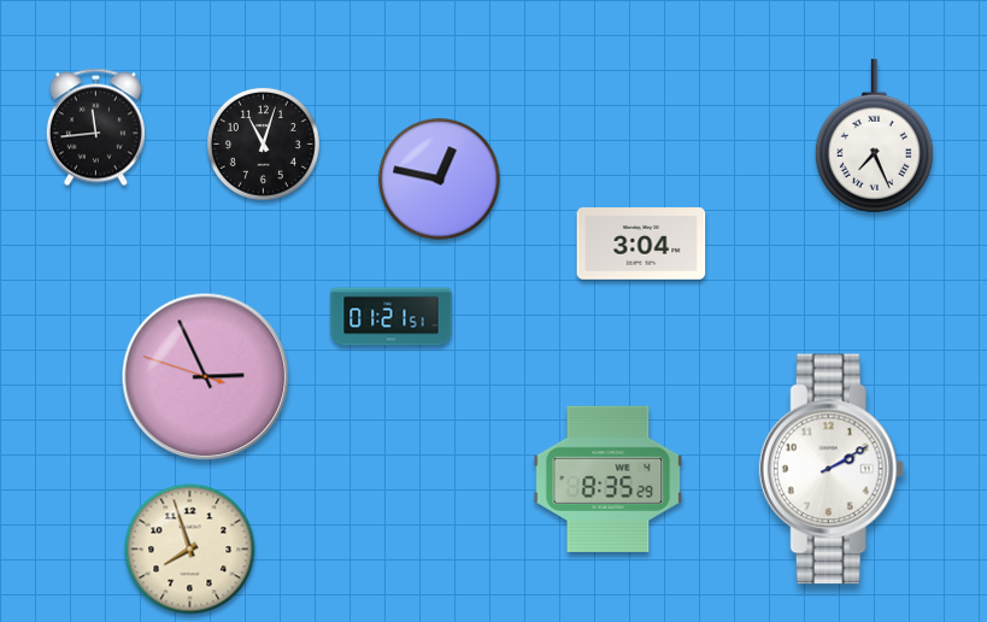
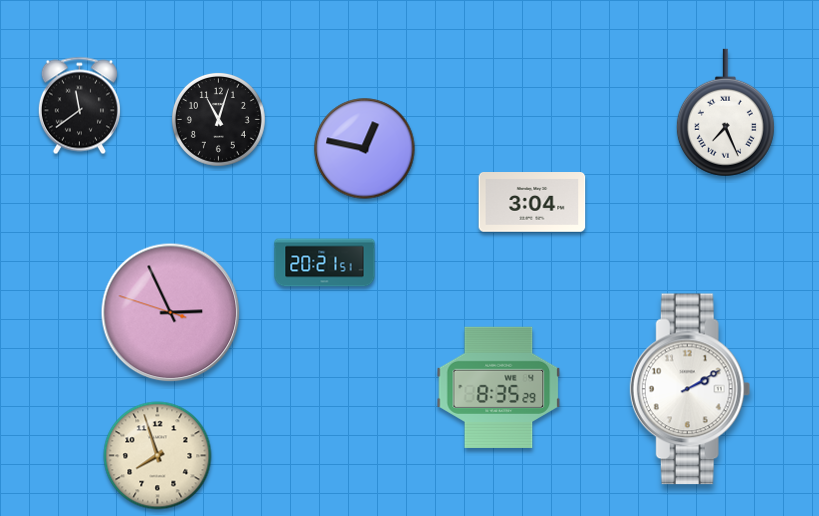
clock at (95, 128): 11:44 -> 11:39
clock at (392, 317): 01:21 -> 20:21
clock at (609, 479) position: (609, 479) -> (499, 387)
